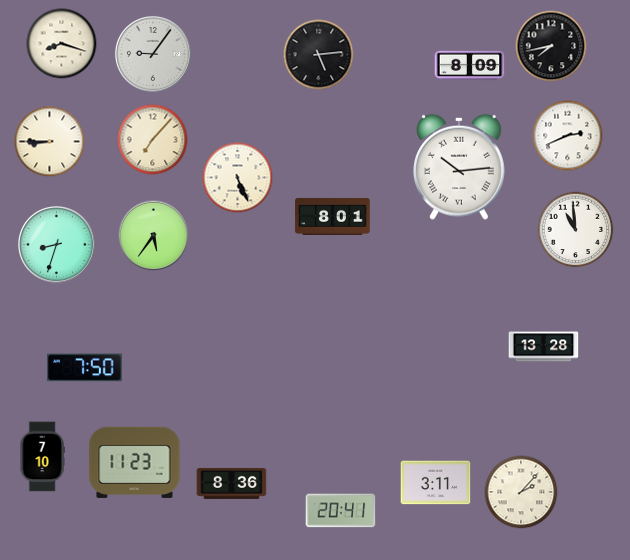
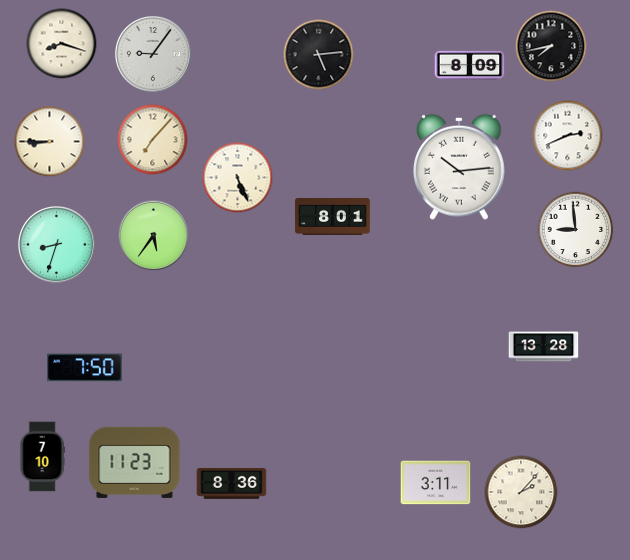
clock at (576, 230): 10:59 -> 8:59
clock at (341, 511): 20:41 -> none
